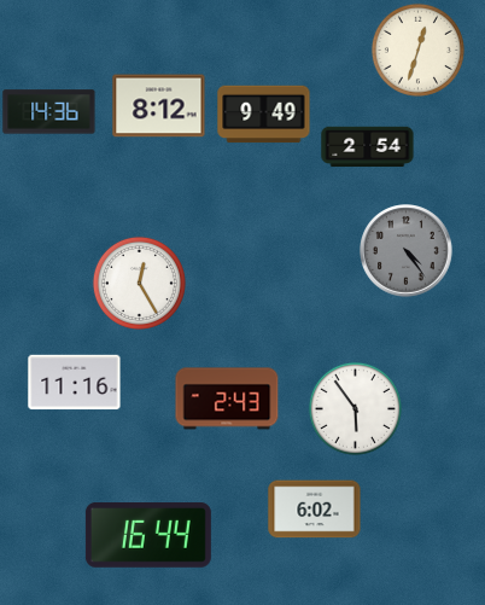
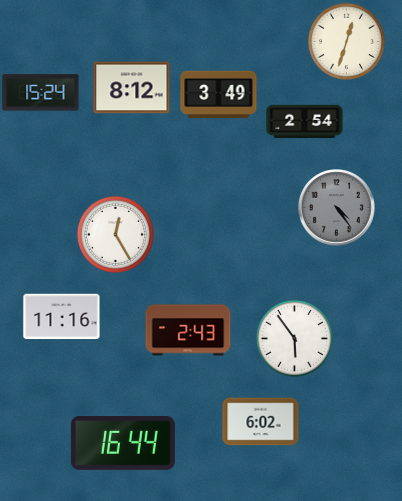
clock at (49, 112): 14:36 -> 15:24
clock at (264, 115): 9:49 -> 3:49
